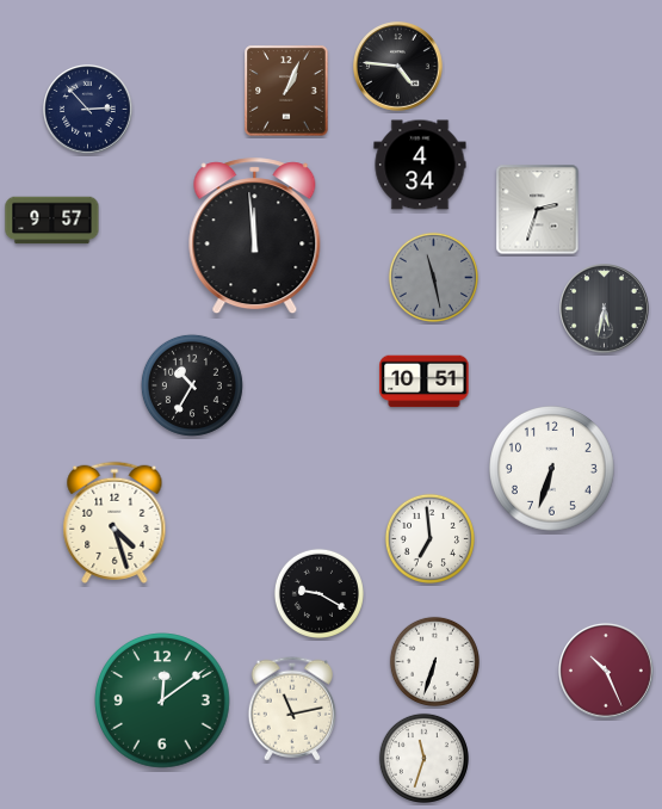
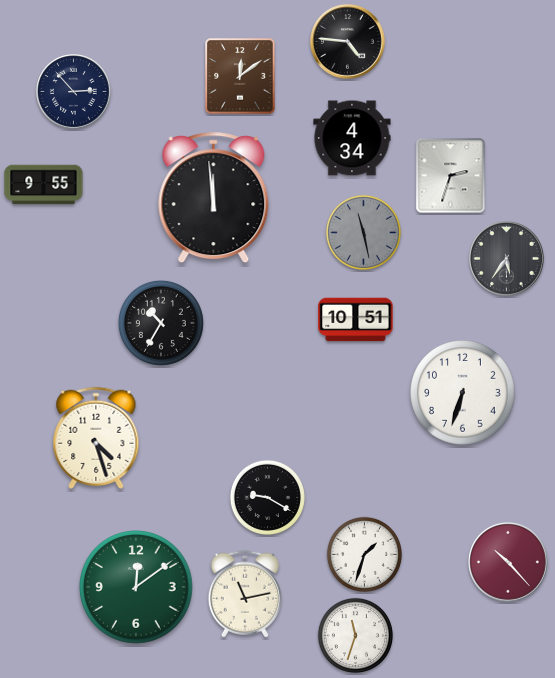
clock at (398, 67) position: (398, 67) -> (348, 42)
clock at (286, 91): 1:04 -> 12:09
clock at (52, 221): 9:57 -> 9:55
clock at (605, 309): 5:32 -> 5:36
clock at (429, 538): 6:59 -> none
clock at (434, 661): 6:33 -> 1:33
clock at (607, 672): 10:26 -> 10:23
